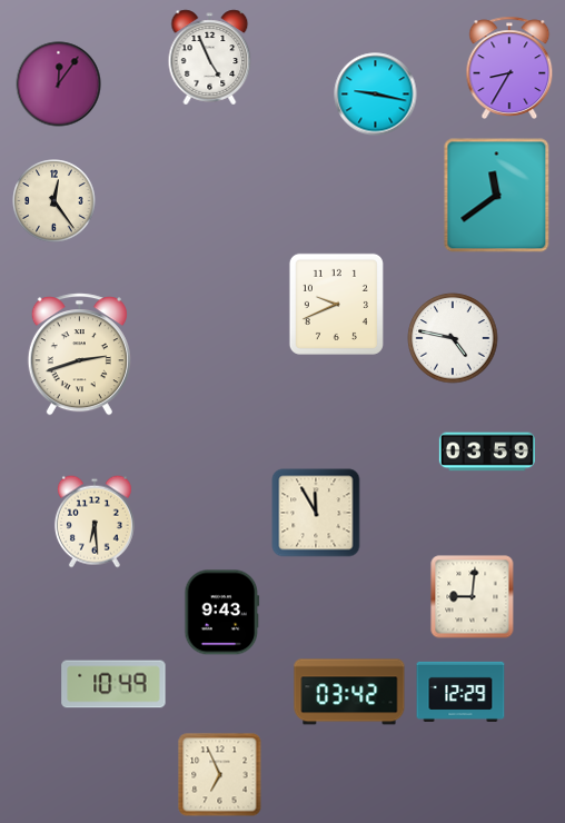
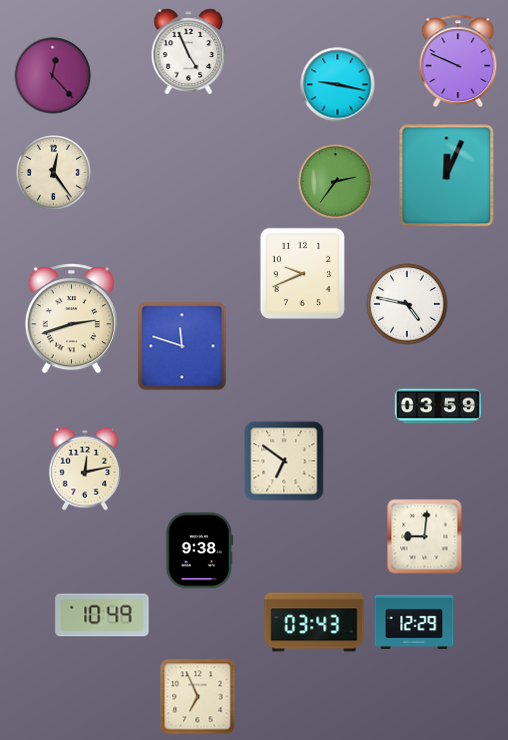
clock at (509, 67): 8:35 -> 9:49
clock at (59, 85): 12:06 -> 12:23
clock at (497, 196): 11:39 -> 12:04
clock at (54, 201) position: (54, 201) -> (54, 173)
clock at (336, 182): none -> 2:36
clock at (182, 346): none -> 11:48
clock at (316, 513): 11:55 -> 6:51
clock at (95, 522): 6:29 -> 12:13
clock at (222, 613): 9:43 -> 9:38
clock at (349, 692): 03:42 -> 03:43
